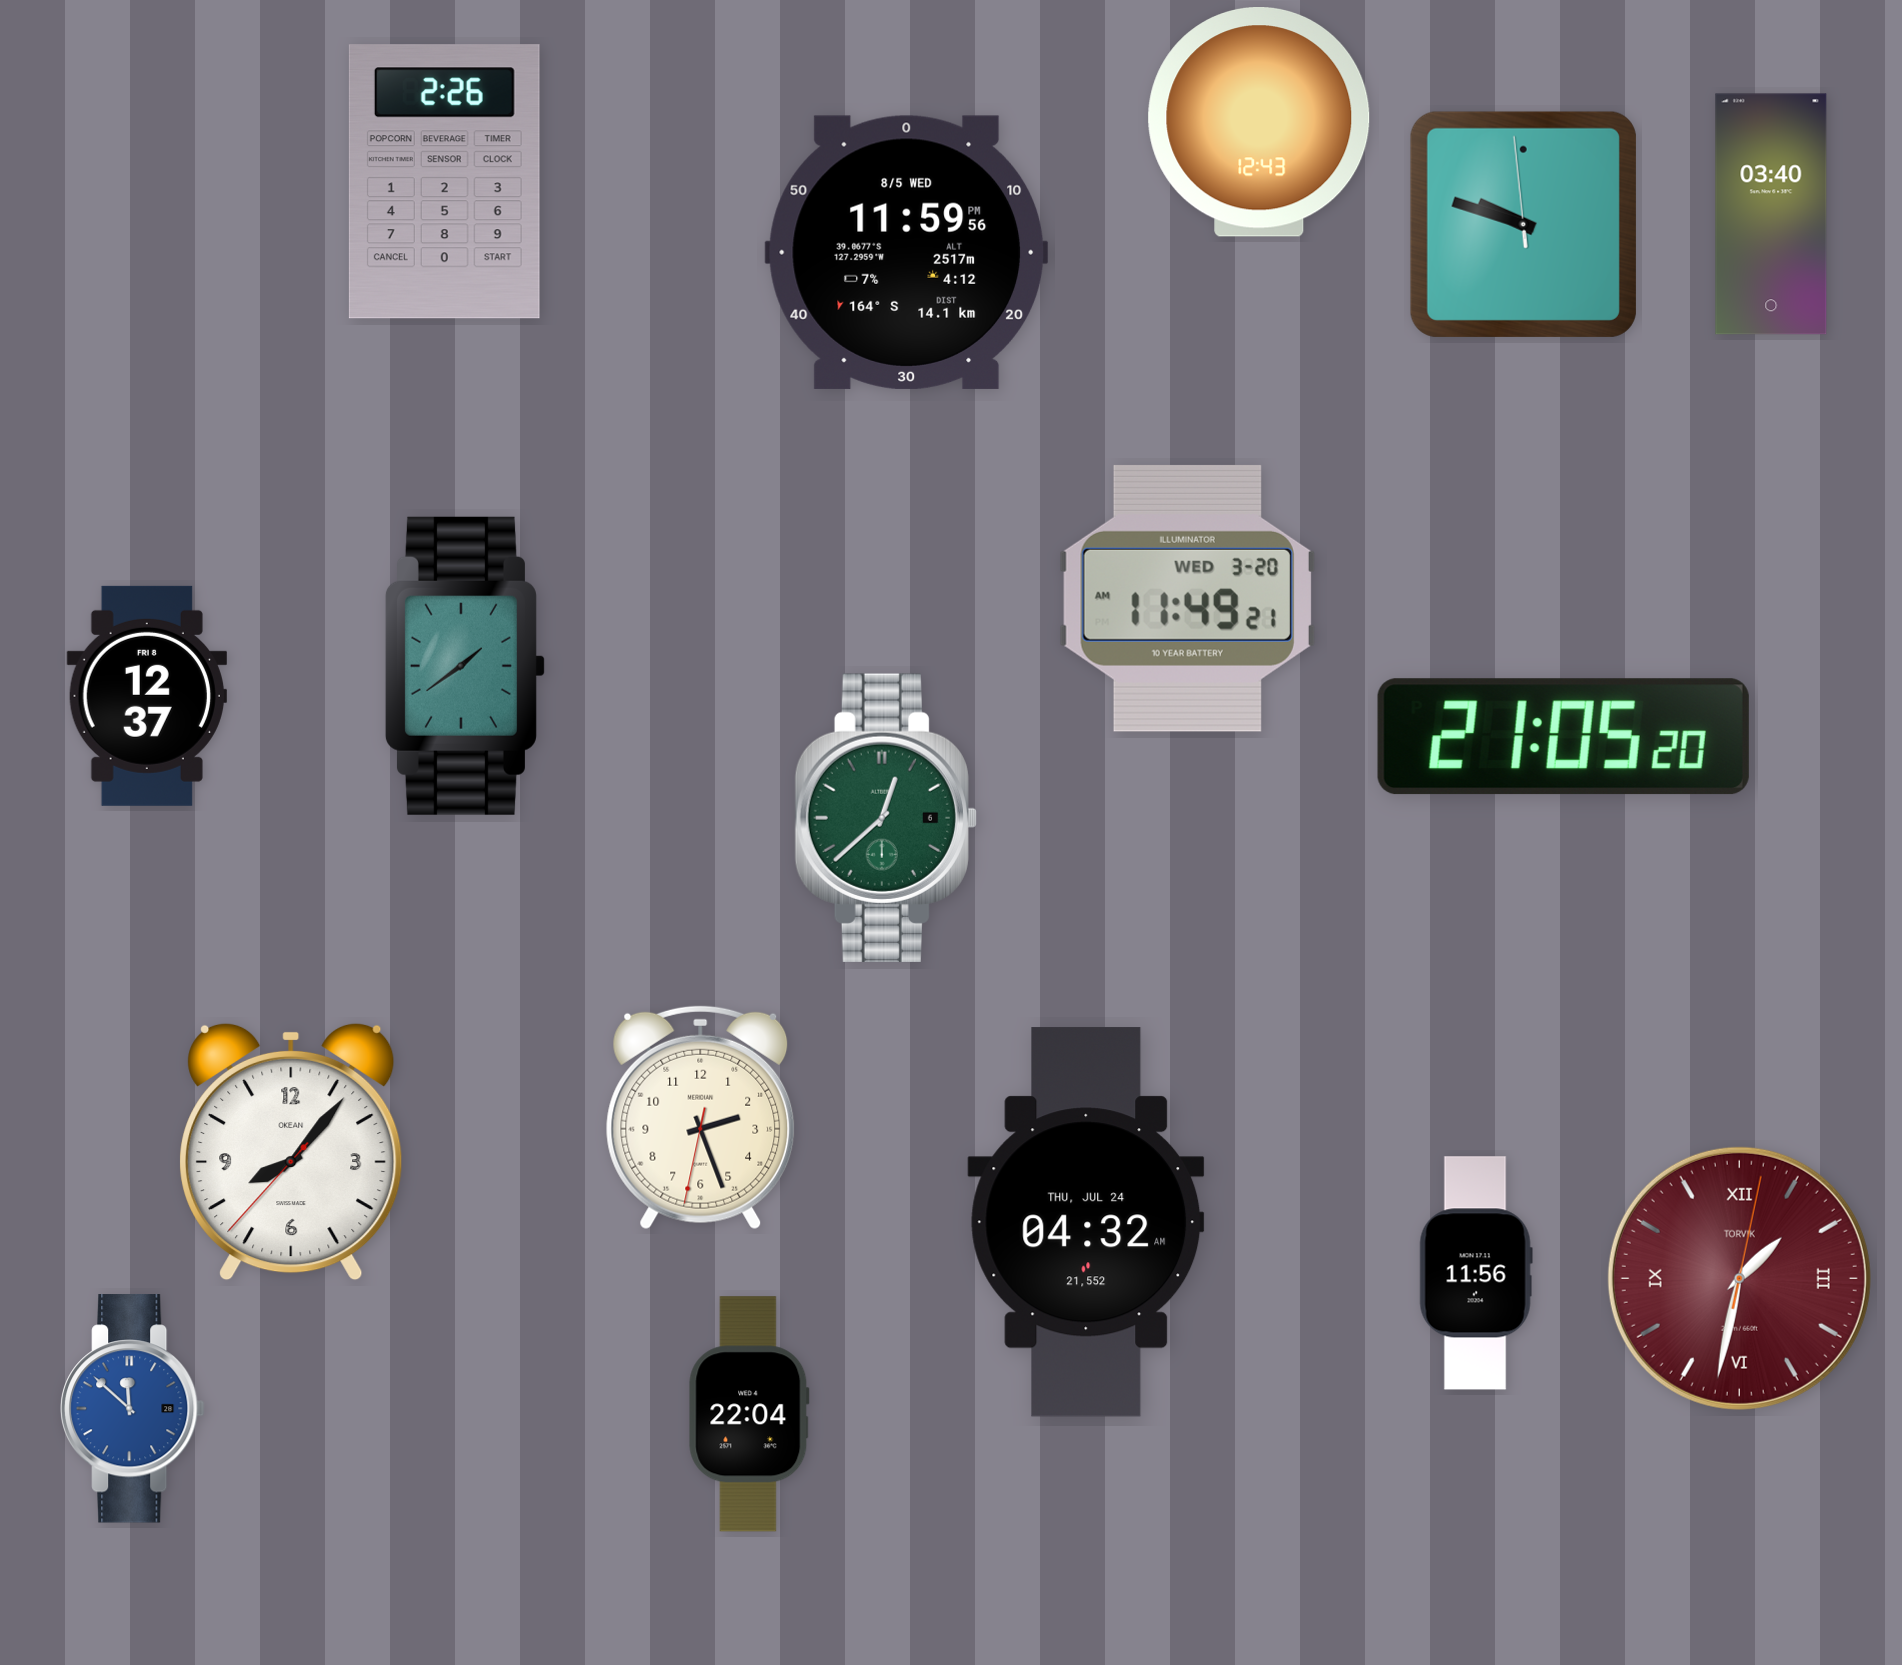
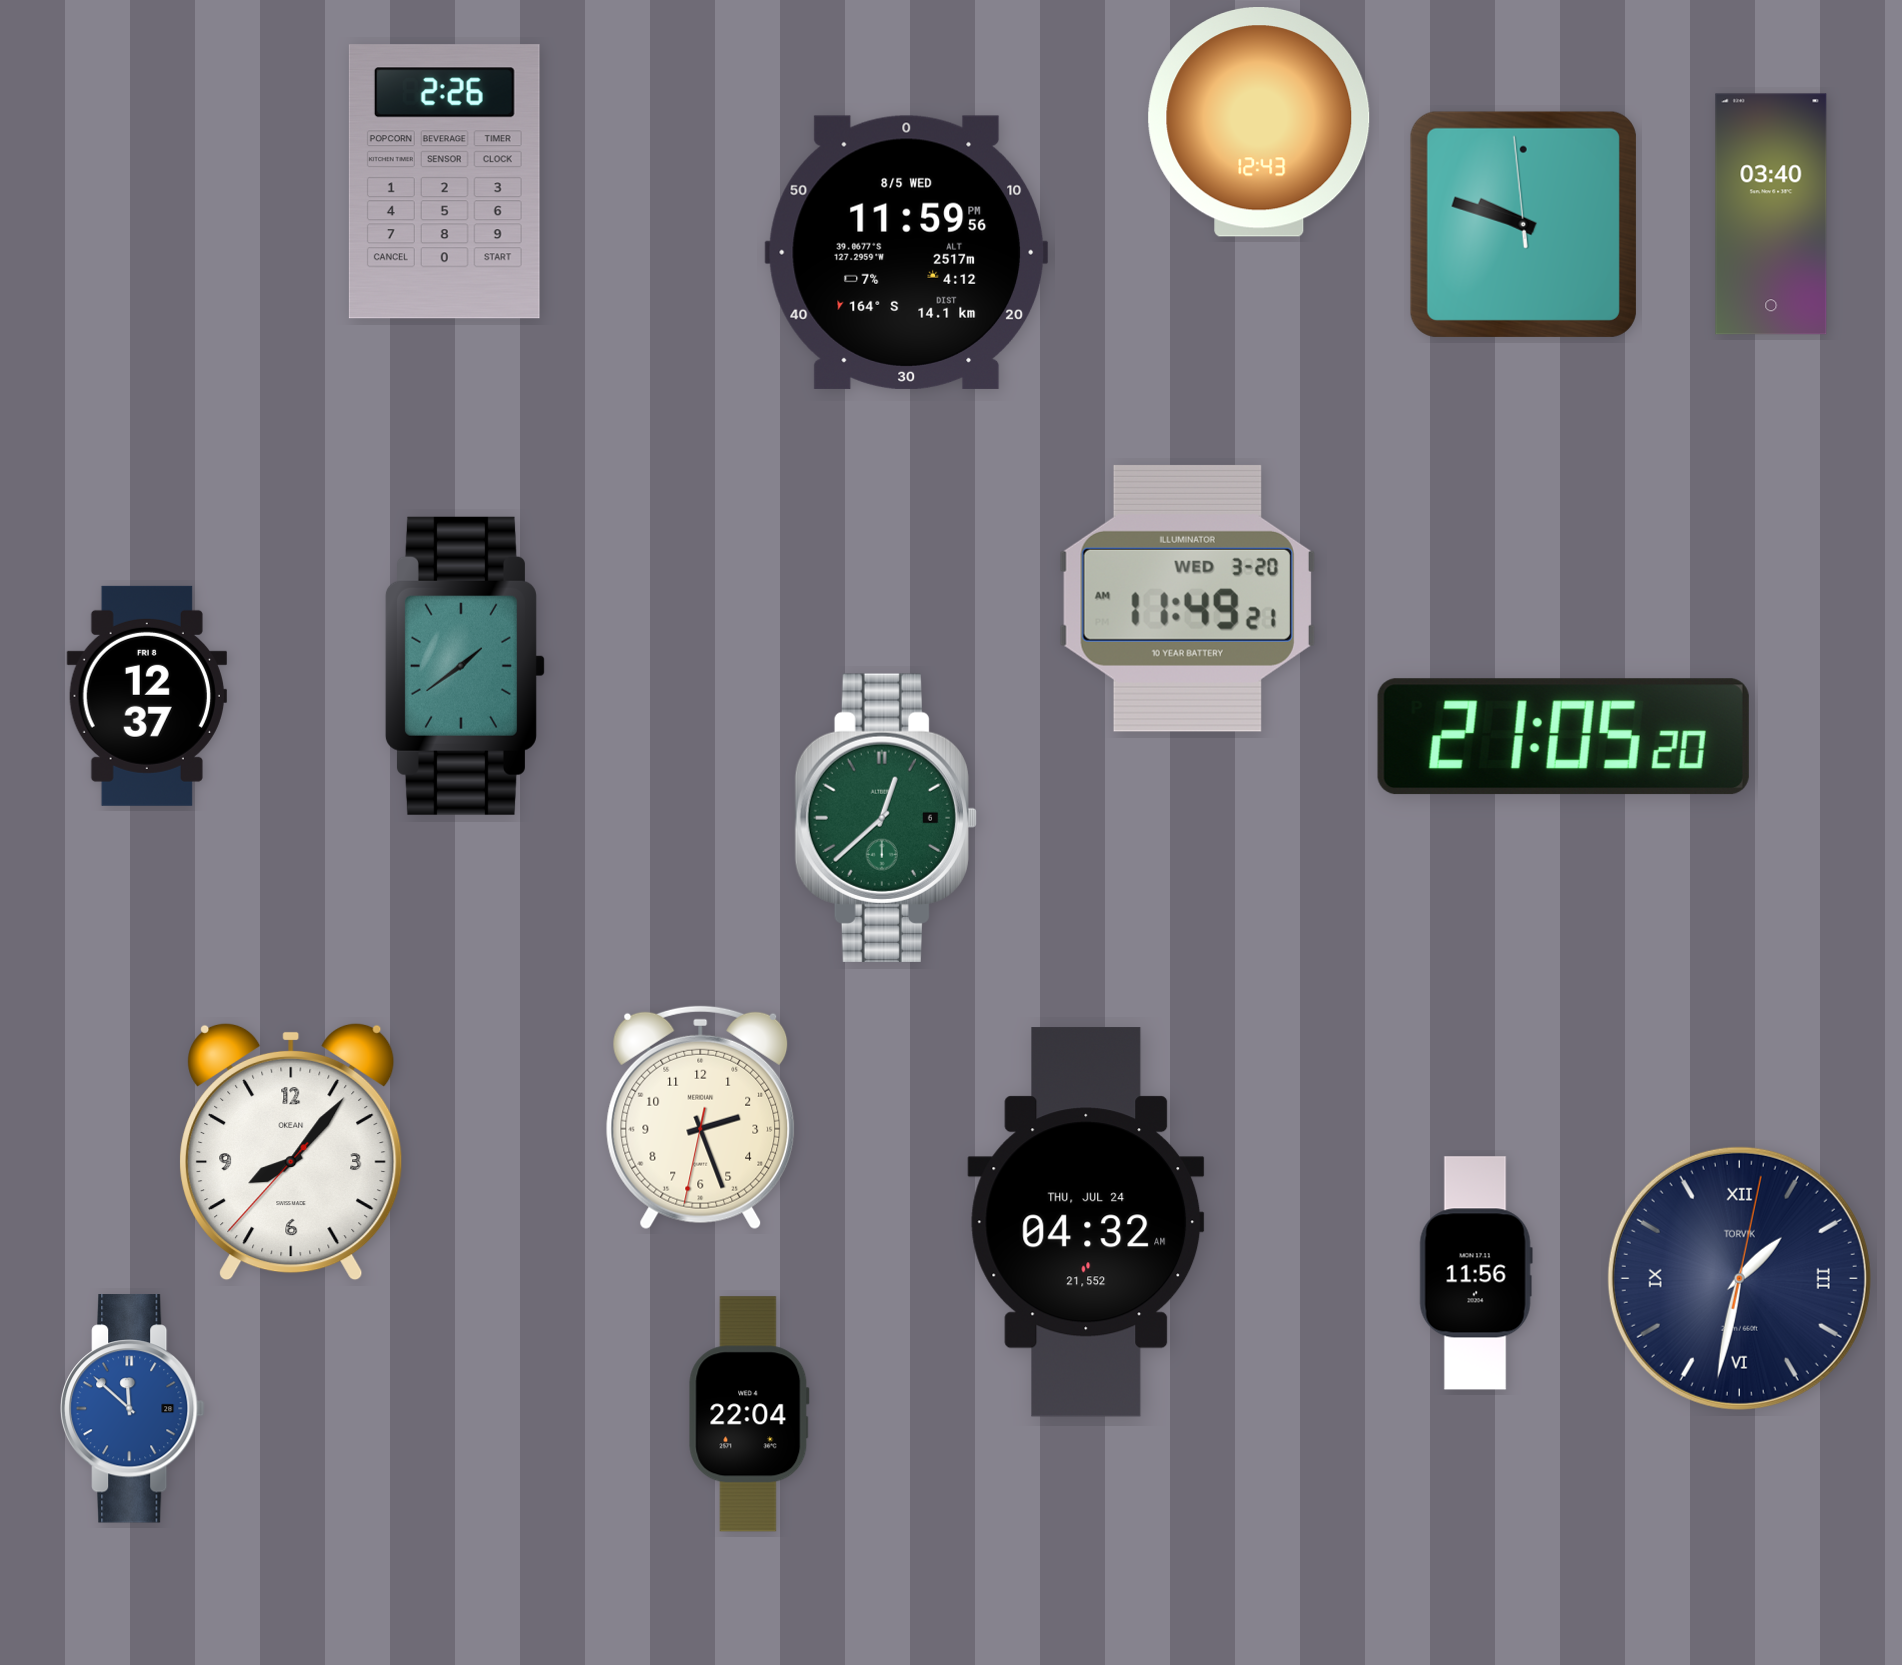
clock at (1739, 1278) dial: burgundy -> navy
